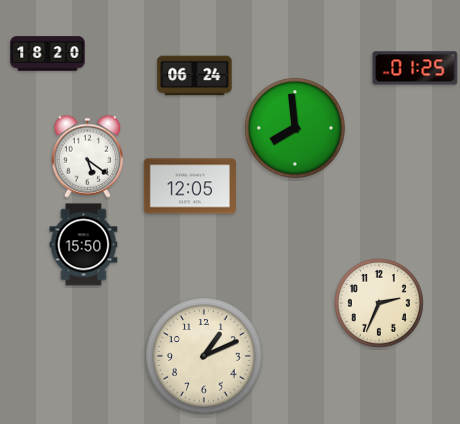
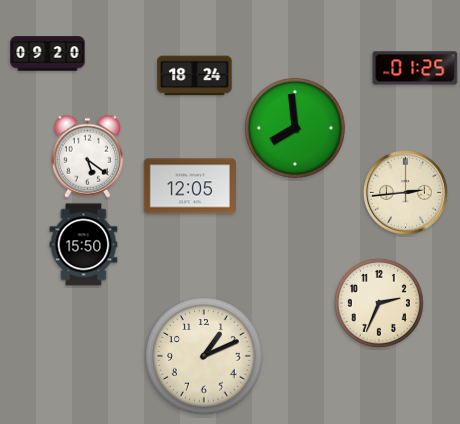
clock at (48, 54): 18:20 -> 09:20
clock at (195, 76): 06:24 -> 18:24
clock at (405, 192): none -> 2:44
